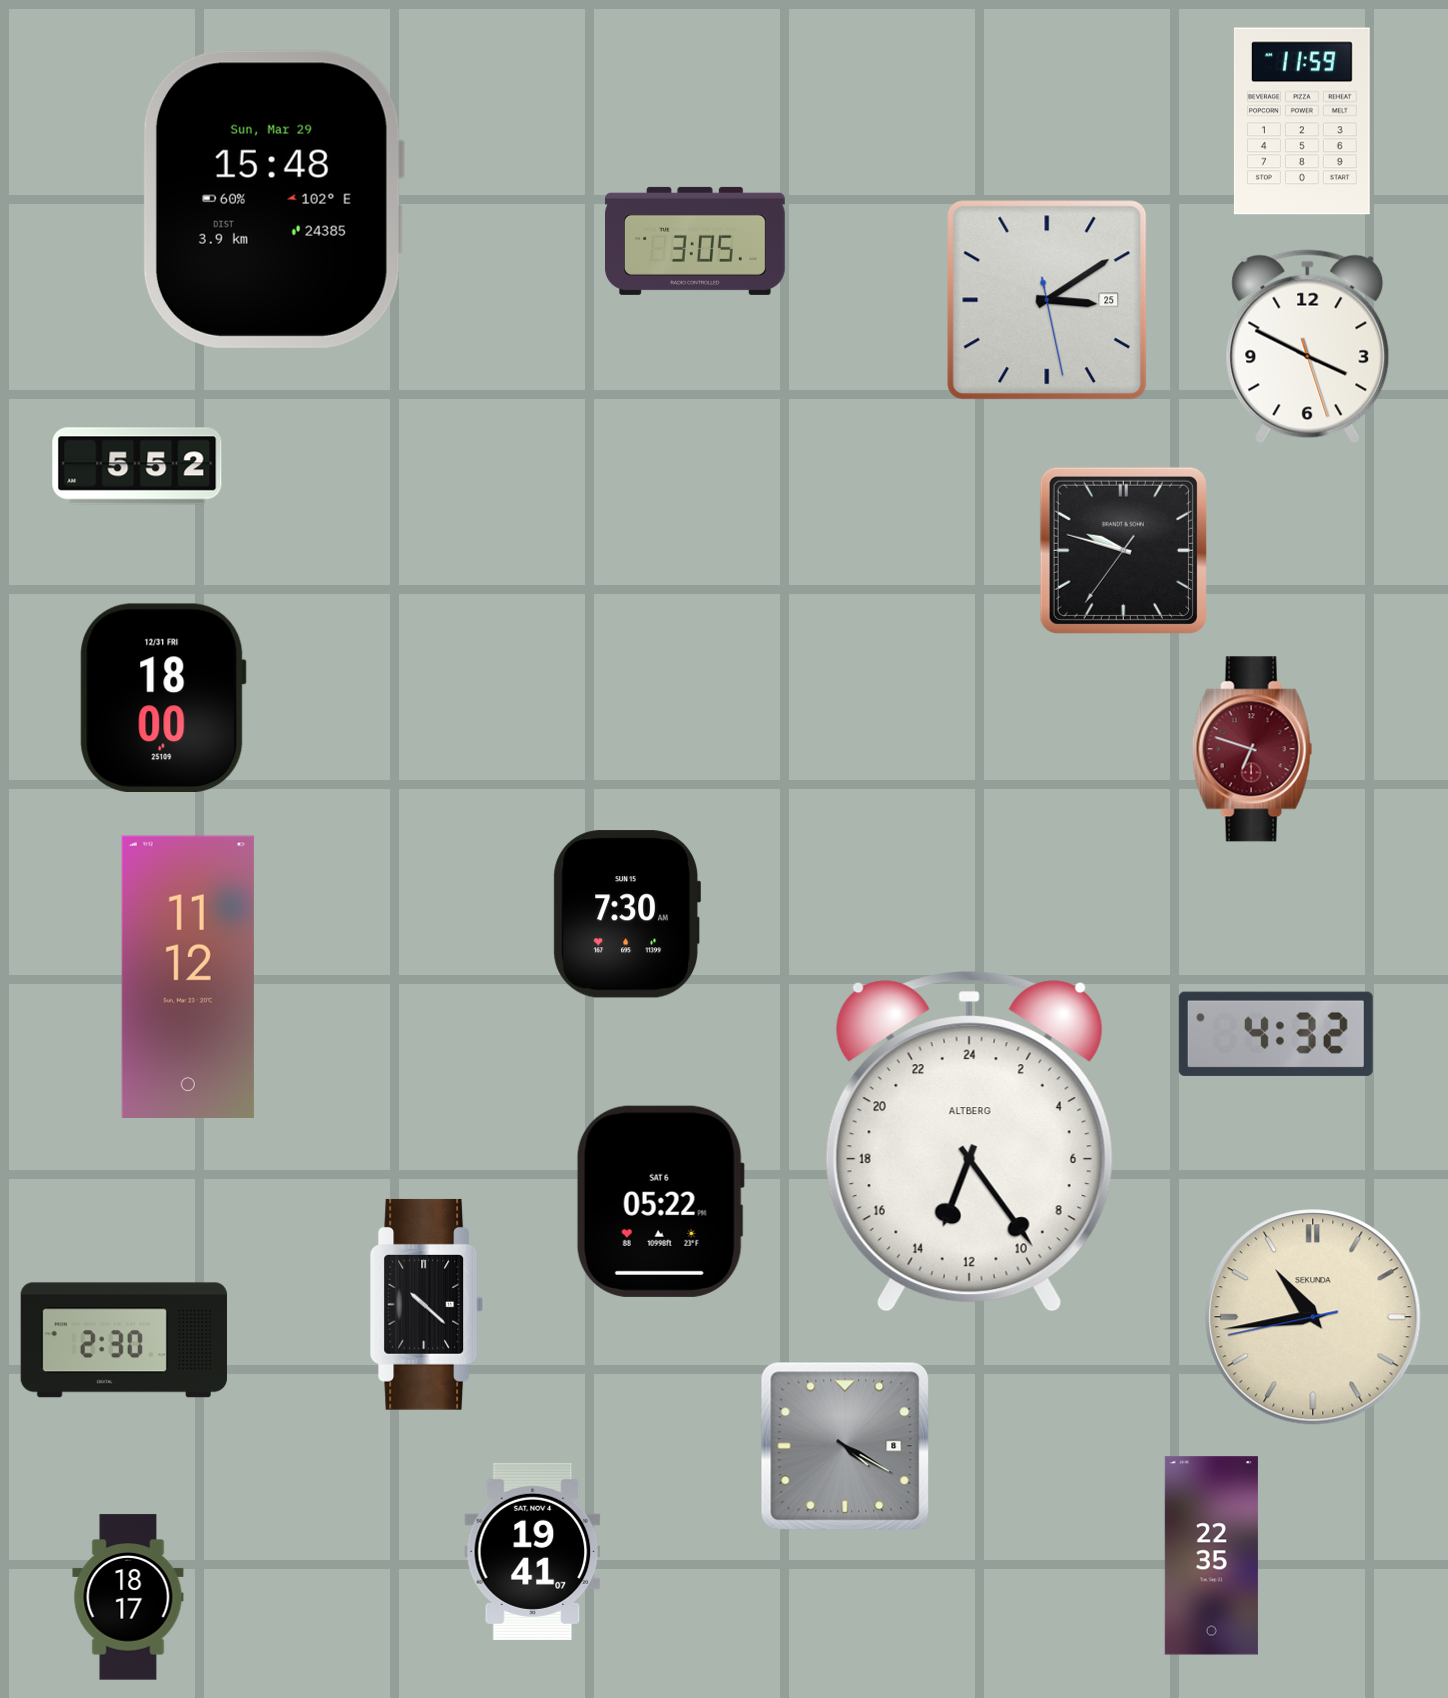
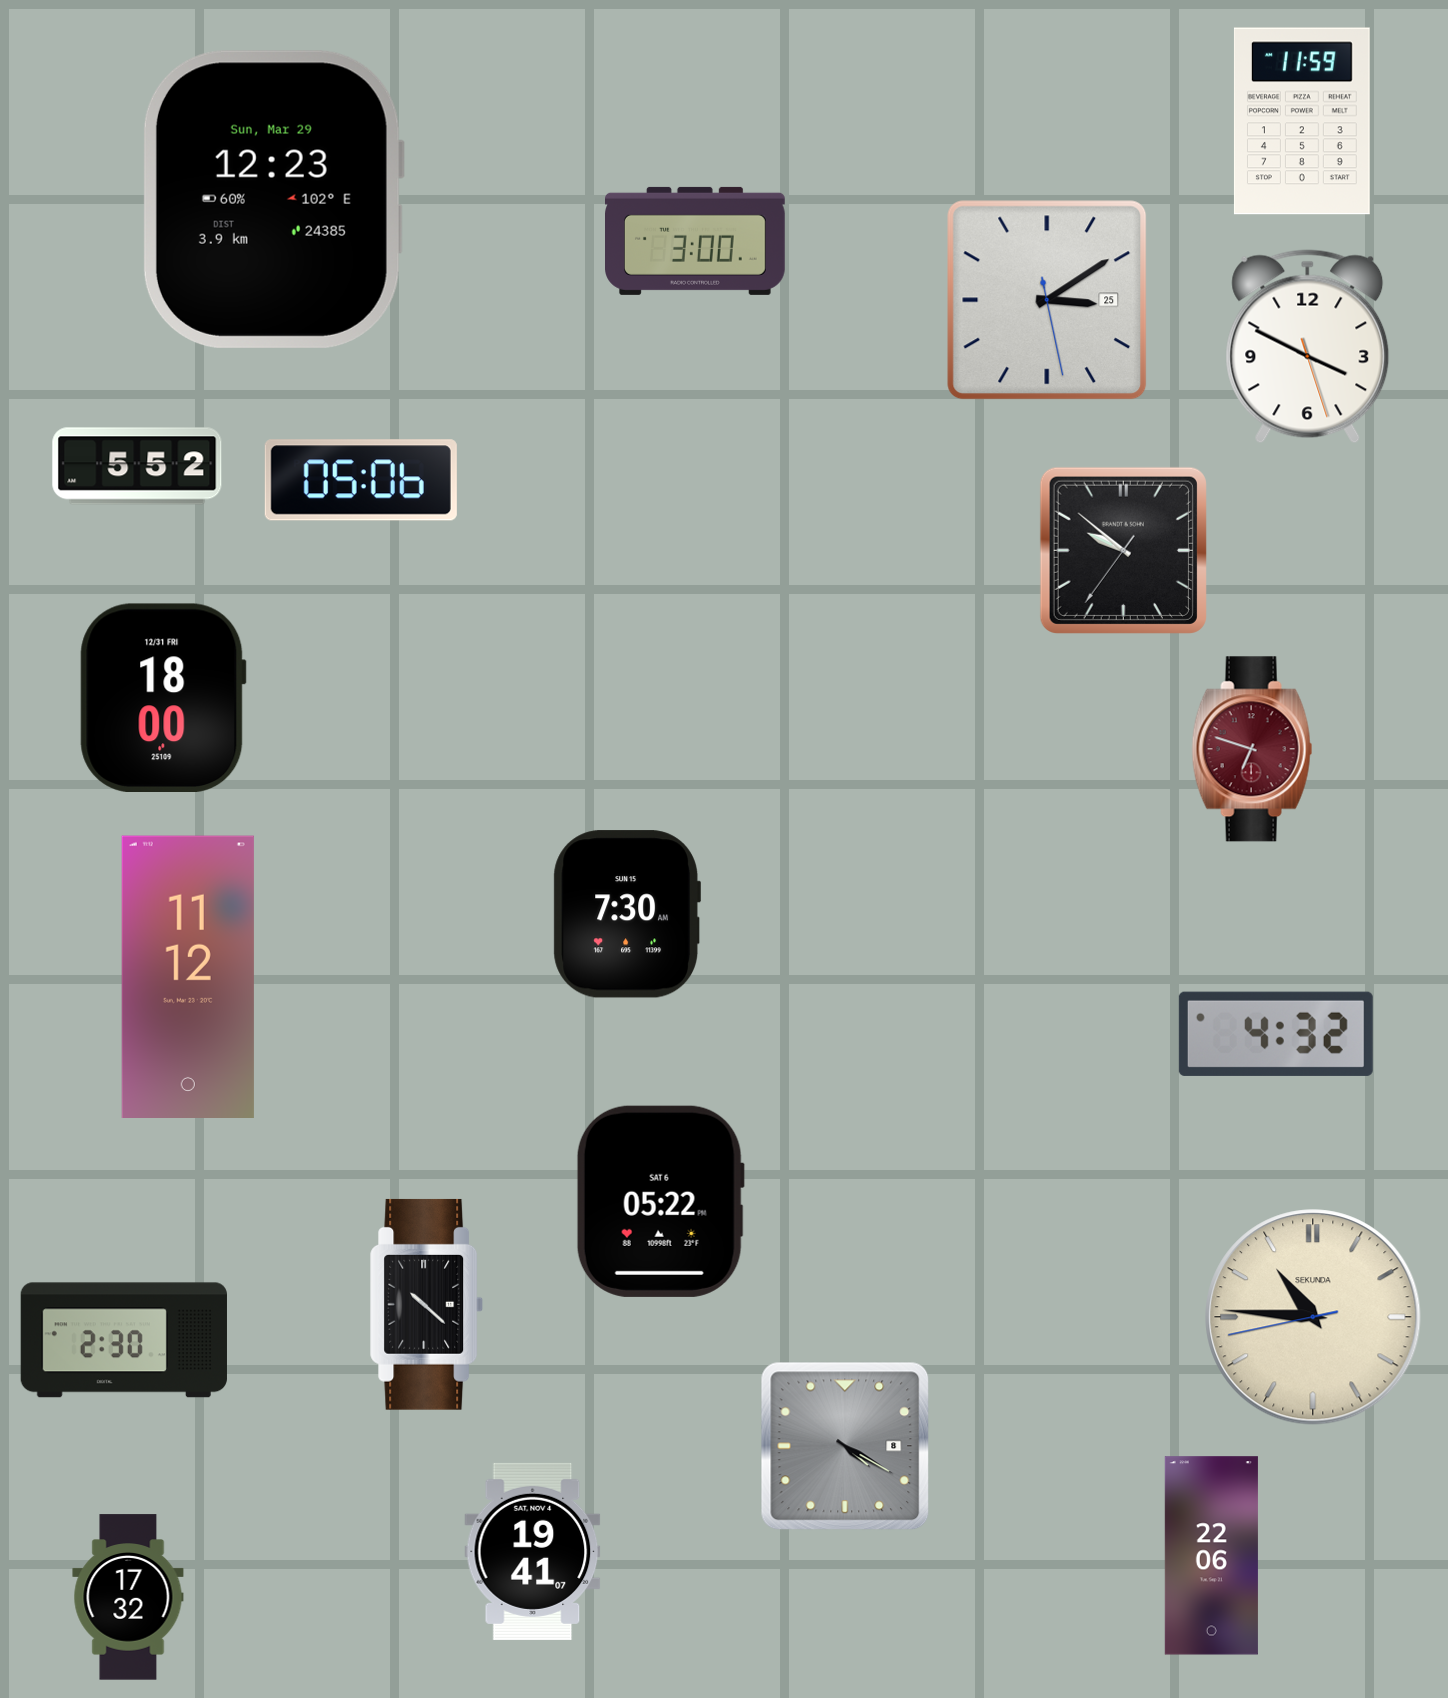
clock at (273, 199): 15:48 -> 12:23
clock at (696, 241): 3:05 -> 3:00
clock at (361, 480): none -> 05:06
clock at (1123, 550): 9:47 -> 9:51
clock at (969, 1141): 13:24 -> none
clock at (1313, 1317): 10:43 -> 10:45
clock at (1211, 1556): 22:35 -> 22:06
clock at (128, 1597): 18:17 -> 17:32
